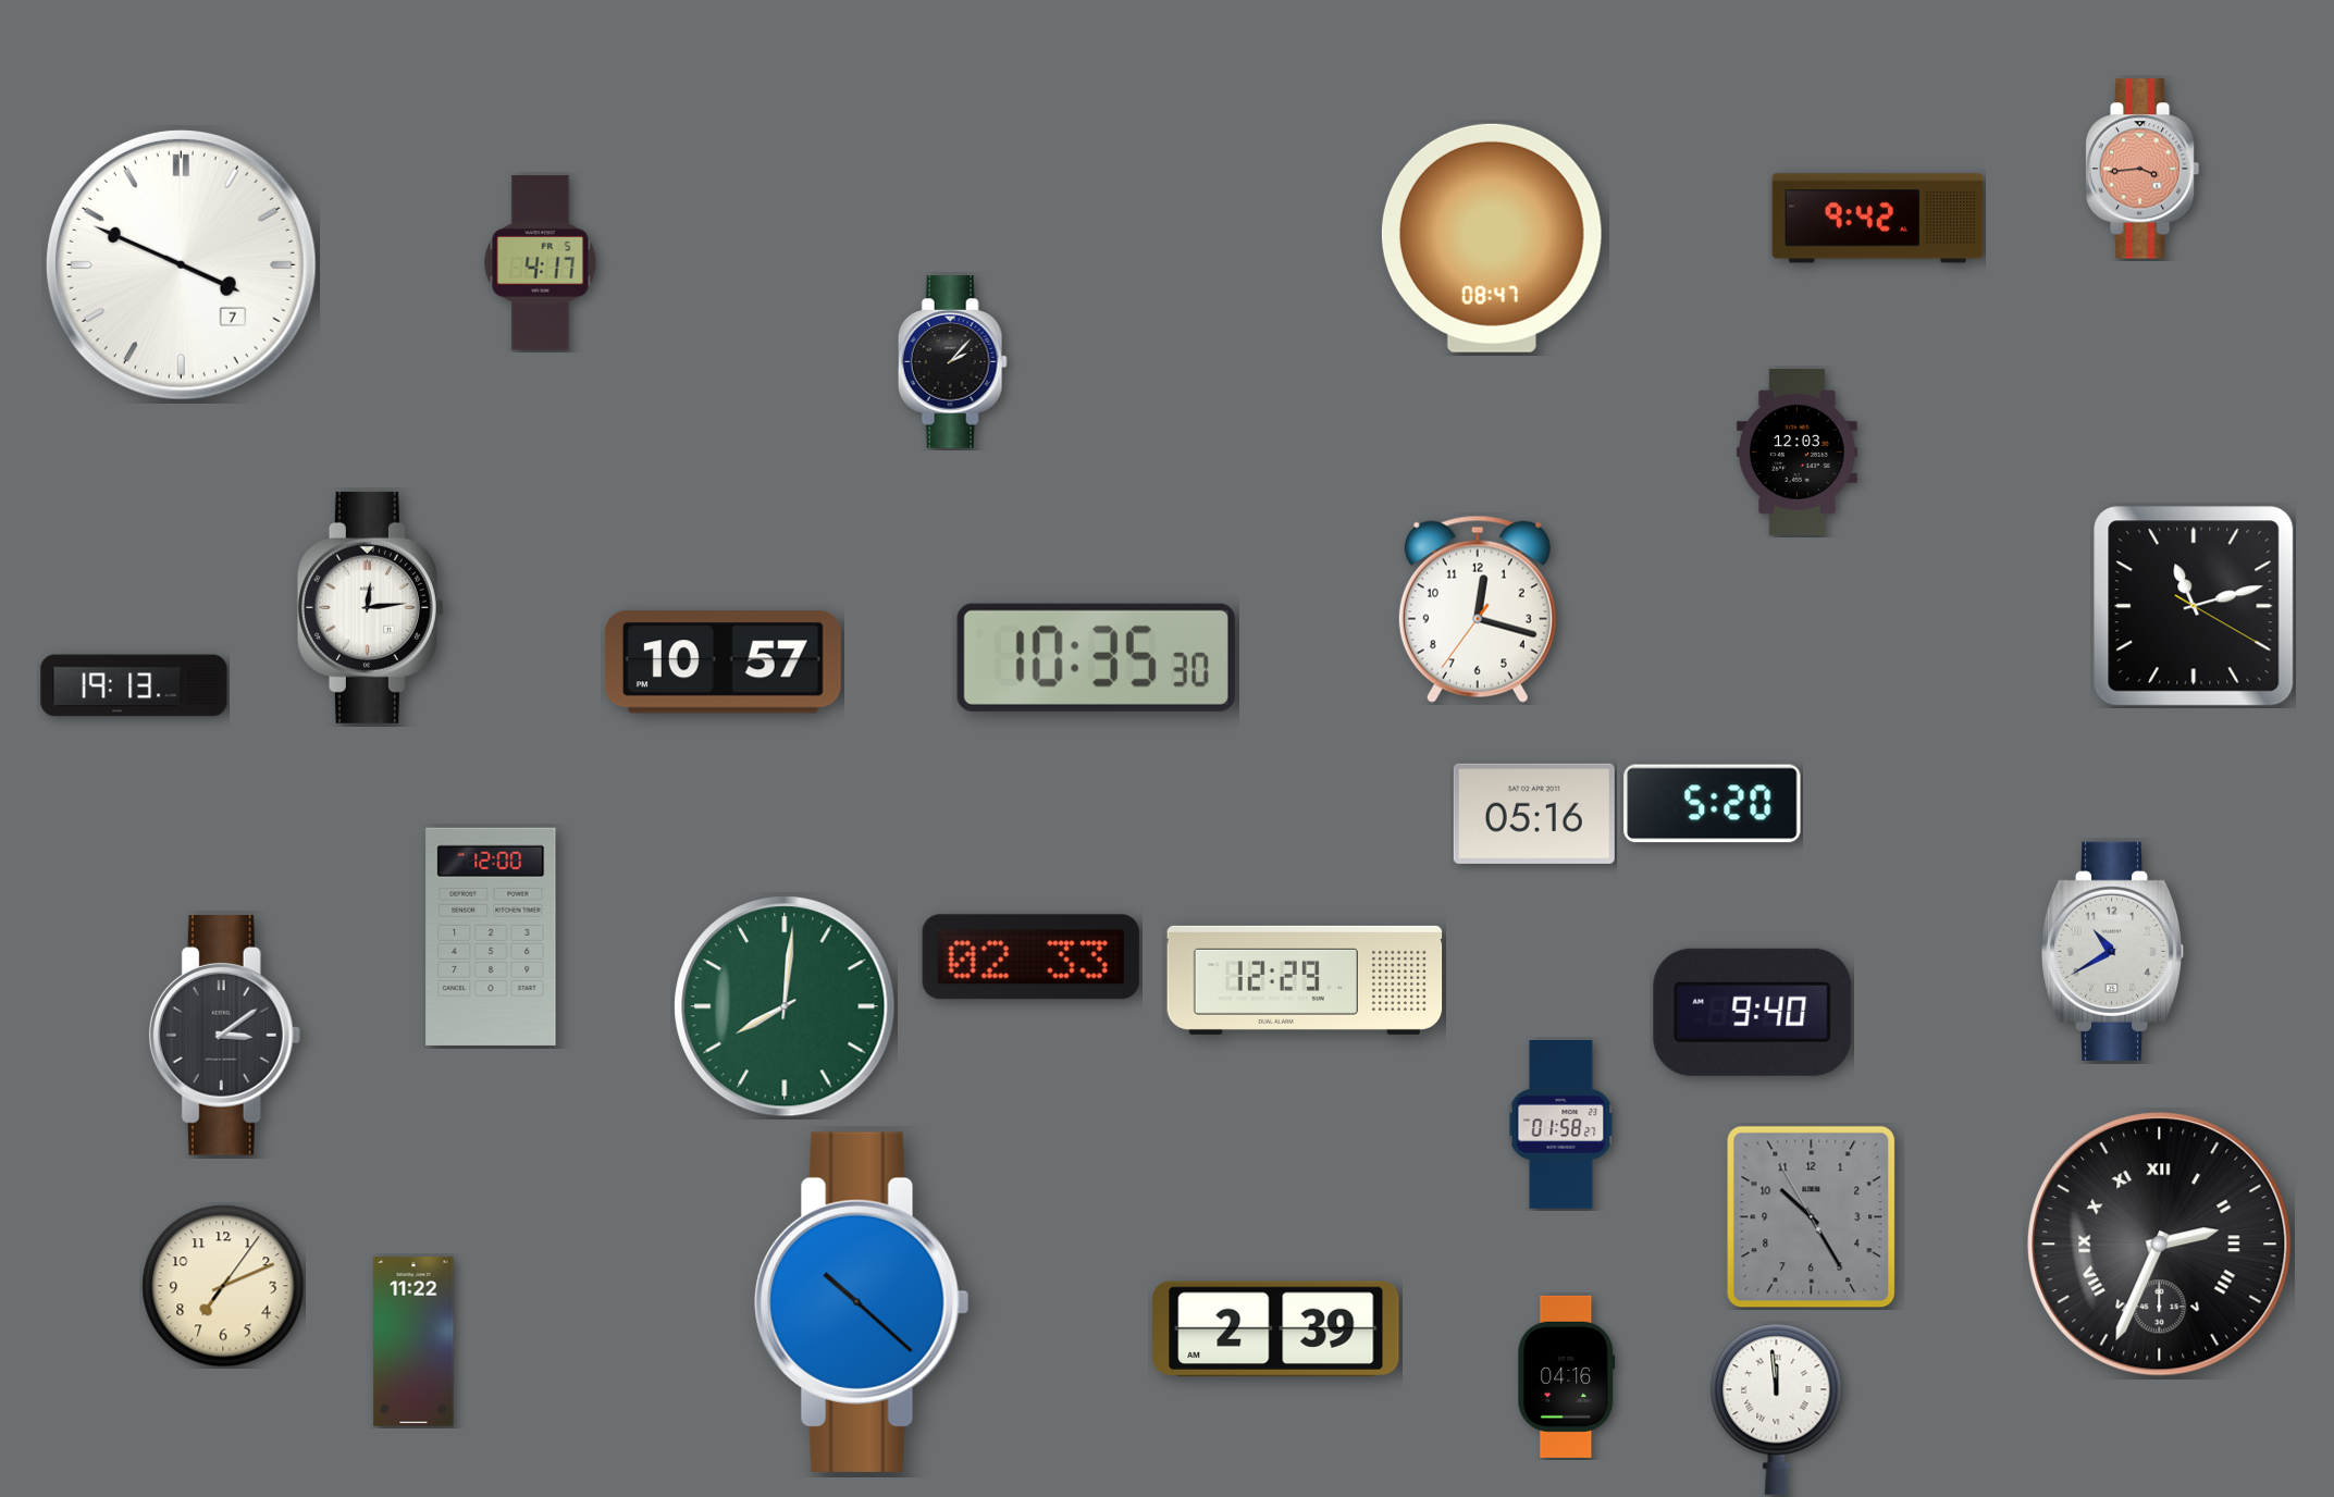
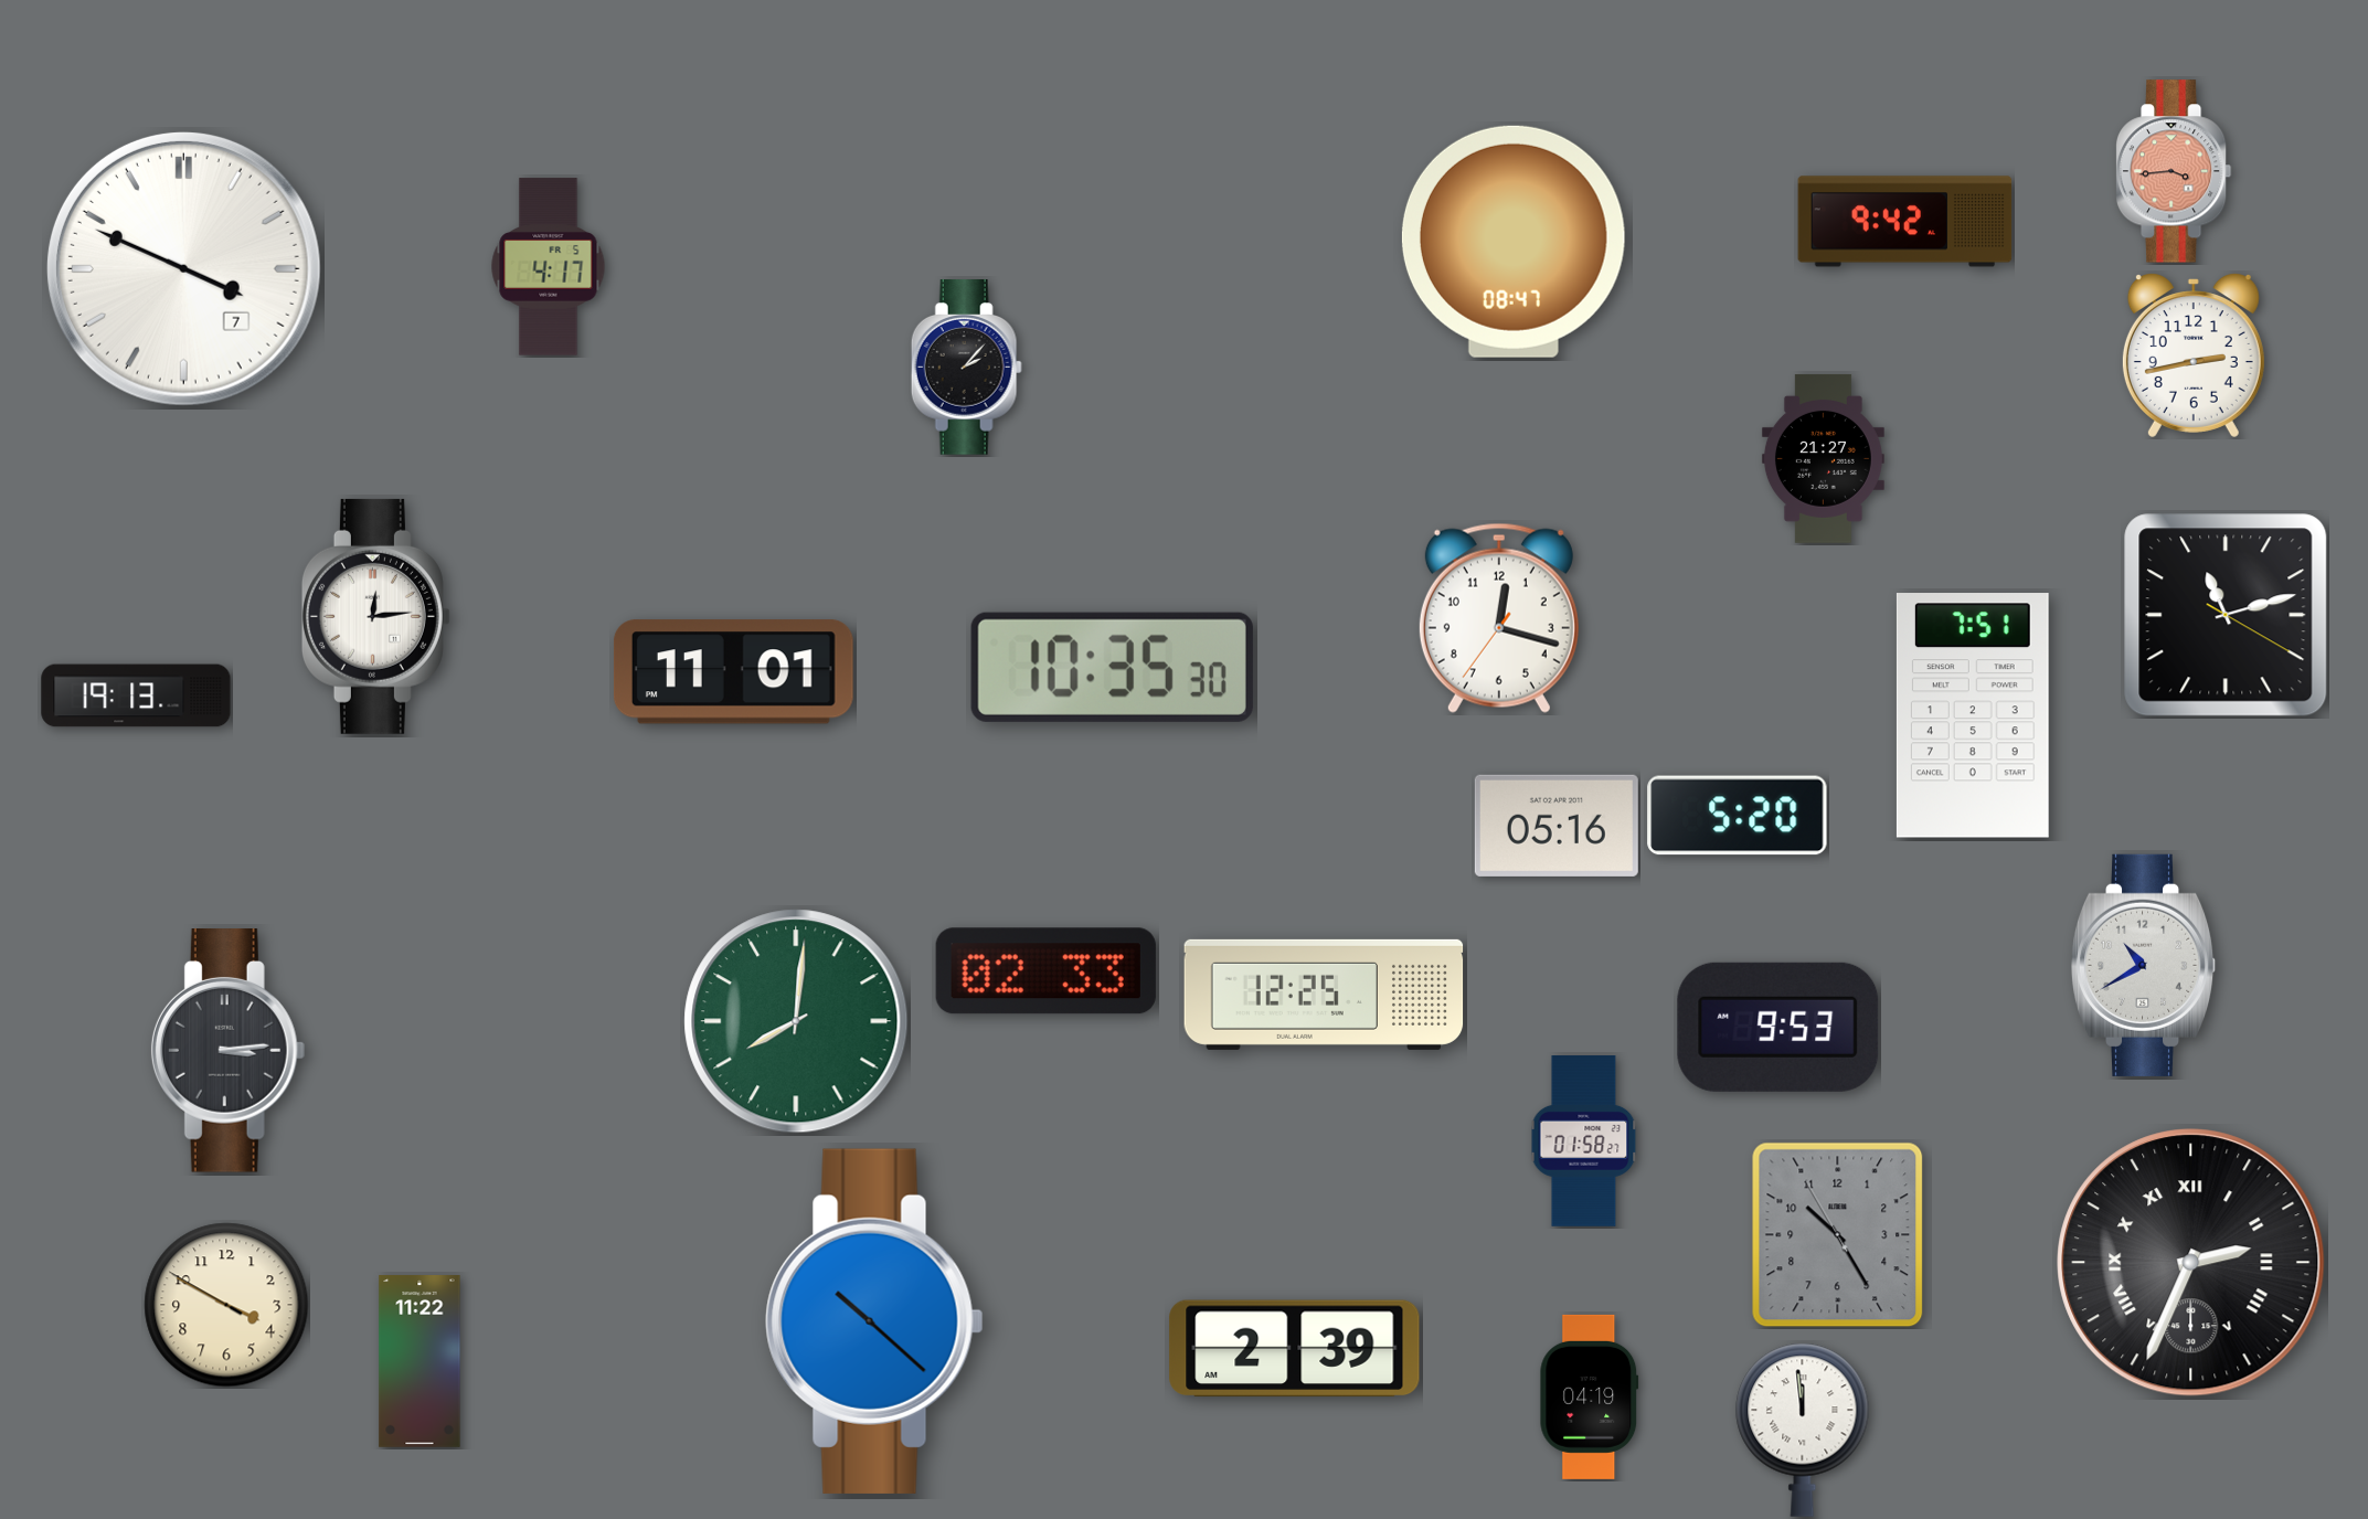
clock at (2194, 355): none -> 2:43
clock at (1796, 451): 12:03 -> 21:27
clock at (723, 663): 10:57 -> 11:01
clock at (1973, 715): none -> 7:51
clock at (491, 937): 12:00 -> none
clock at (1305, 980): 12:29 -> 12:25
clock at (1753, 1012): 9:40 -> 9:53
clock at (225, 1036): 3:09 -> 3:14
clock at (223, 1286): 7:11 -> 3:49
clock at (1567, 1376): 04:16 -> 04:19
